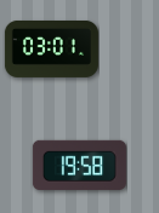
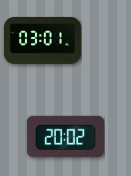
clock at (79, 165): 19:58 -> 20:02
